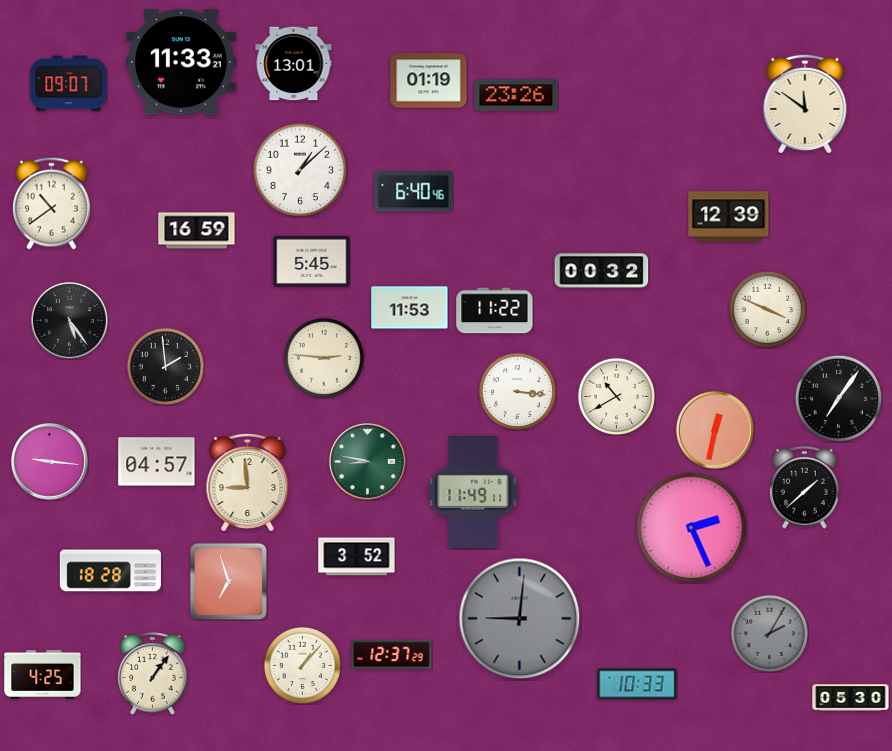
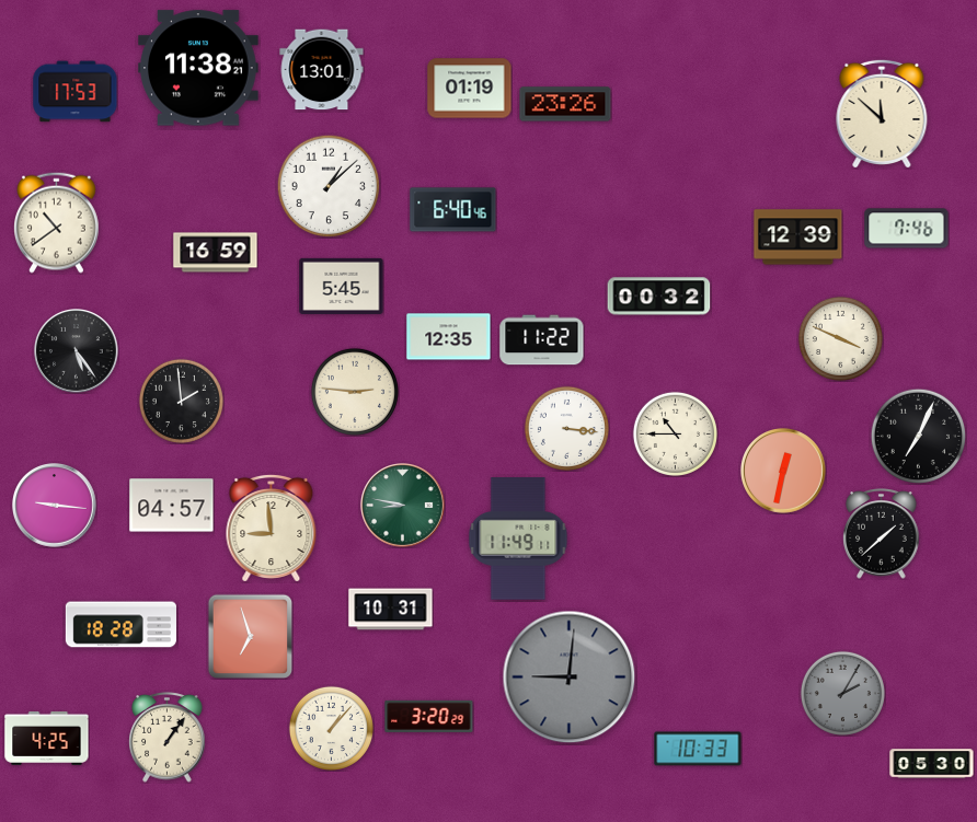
clock at (182, 62): 11:33 -> 11:38
clock at (69, 84): 09:07 -> 17:53
clock at (805, 103): 11:51 -> 11:52
clock at (907, 229): none -> 7:46
clock at (410, 308): 11:53 -> 12:35
clock at (616, 396): 10:40 -> 10:45
clock at (838, 398): 7:06 -> 7:04
clock at (692, 528): 2:26 -> none
clock at (357, 557): 3:52 -> 10:31
clock at (392, 654): 12:37 -> 3:20
